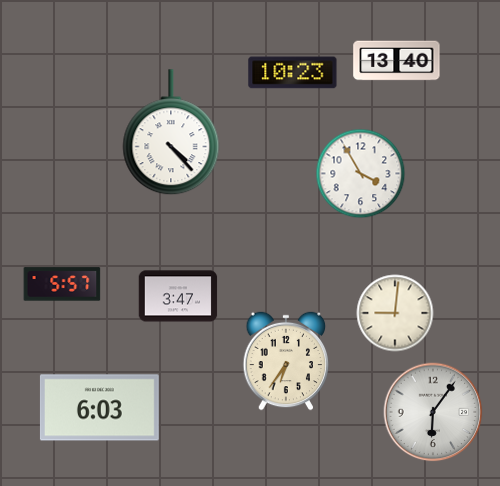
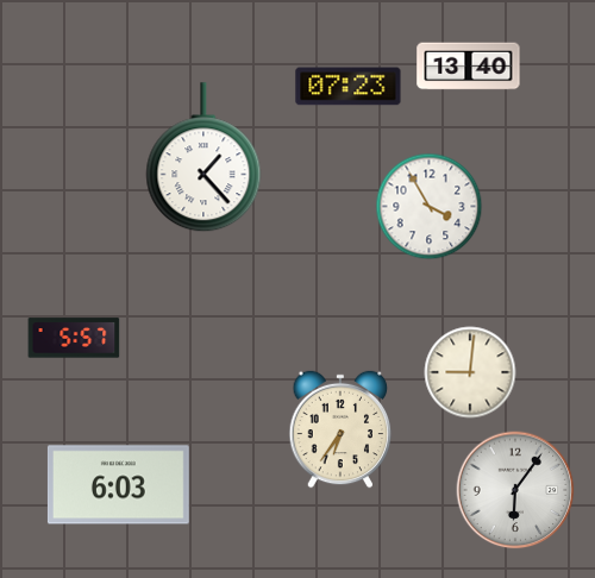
clock at (397, 61) position: (397, 61) -> (469, 67)
clock at (293, 73): 10:23 -> 07:23
clock at (171, 133): 4:23 -> 1:23
clock at (178, 296): 3:47 -> none
